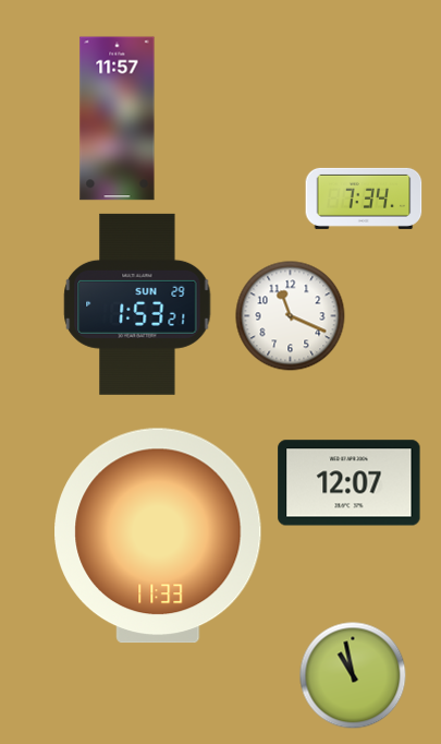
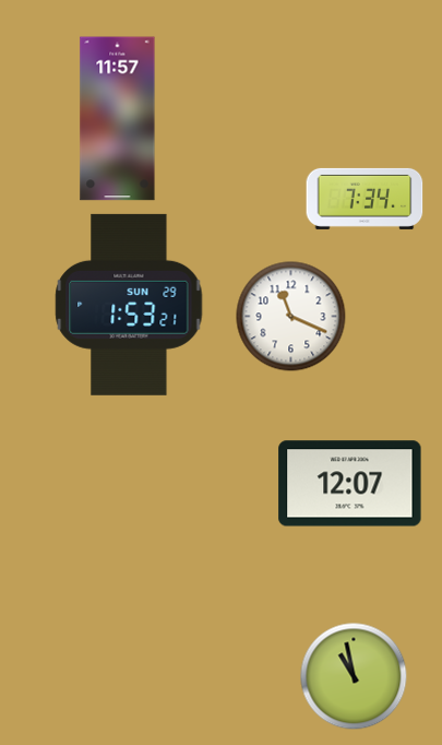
clock at (137, 304) position: (137, 304) -> (129, 305)
clock at (158, 536): 11:33 -> none
